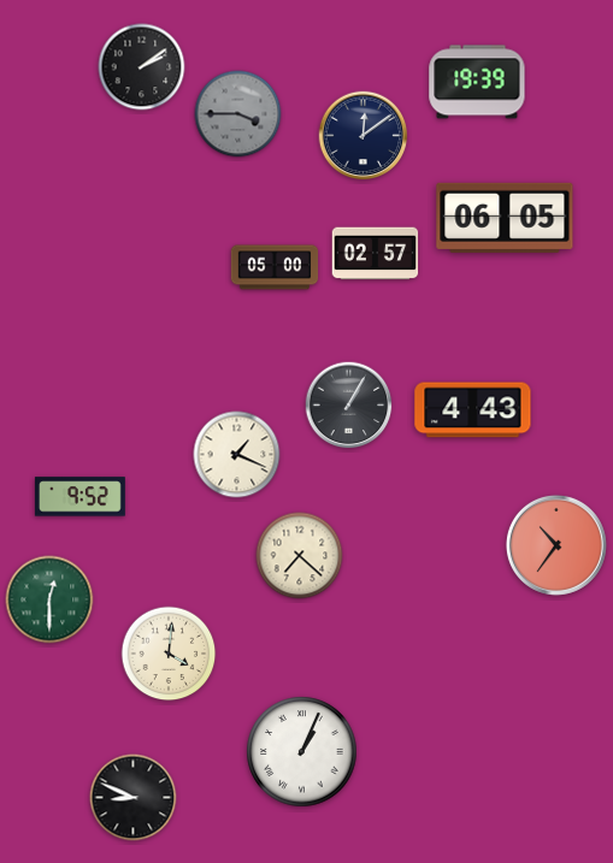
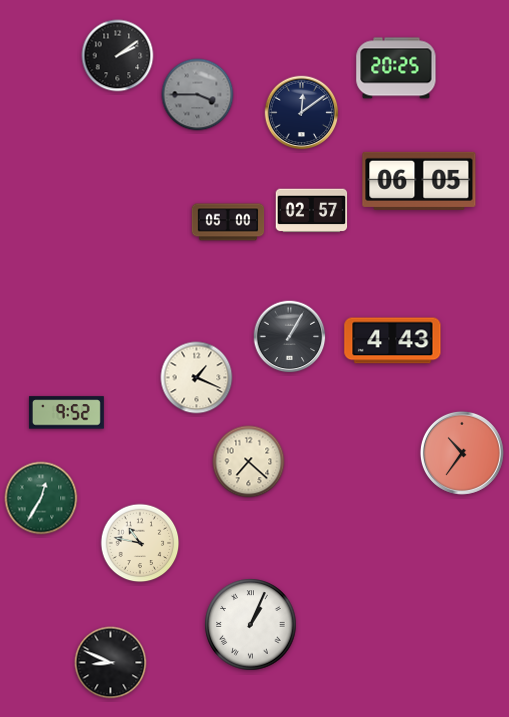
clock at (477, 82): 19:39 -> 20:25
clock at (49, 599): 12:30 -> 12:35
clock at (169, 654): 4:01 -> 10:47
